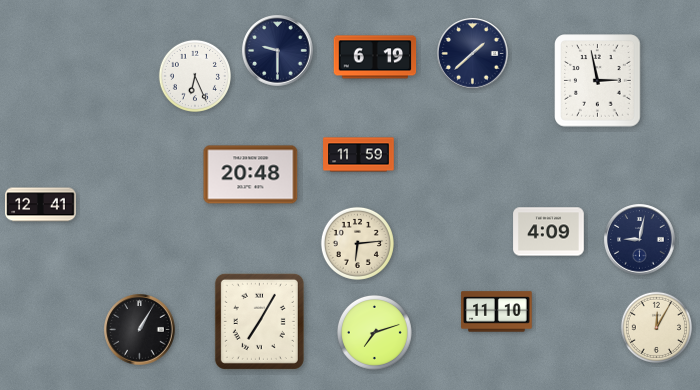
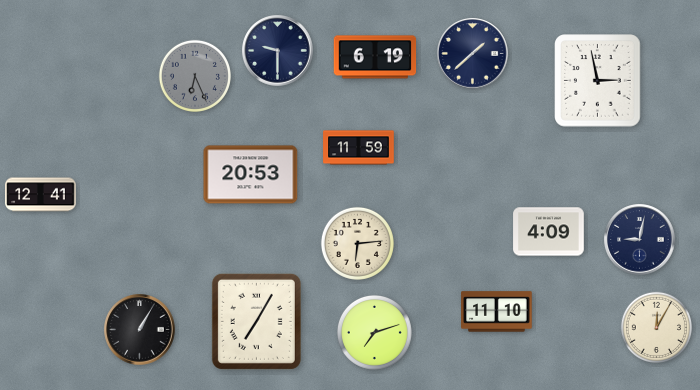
clock at (195, 76) dial: white -> grey
clock at (359, 155) position: (359, 155) -> (359, 148)
clock at (251, 175): 20:48 -> 20:53
clock at (41, 205) position: (41, 205) -> (41, 195)
clock at (259, 321) position: (259, 321) -> (256, 321)
